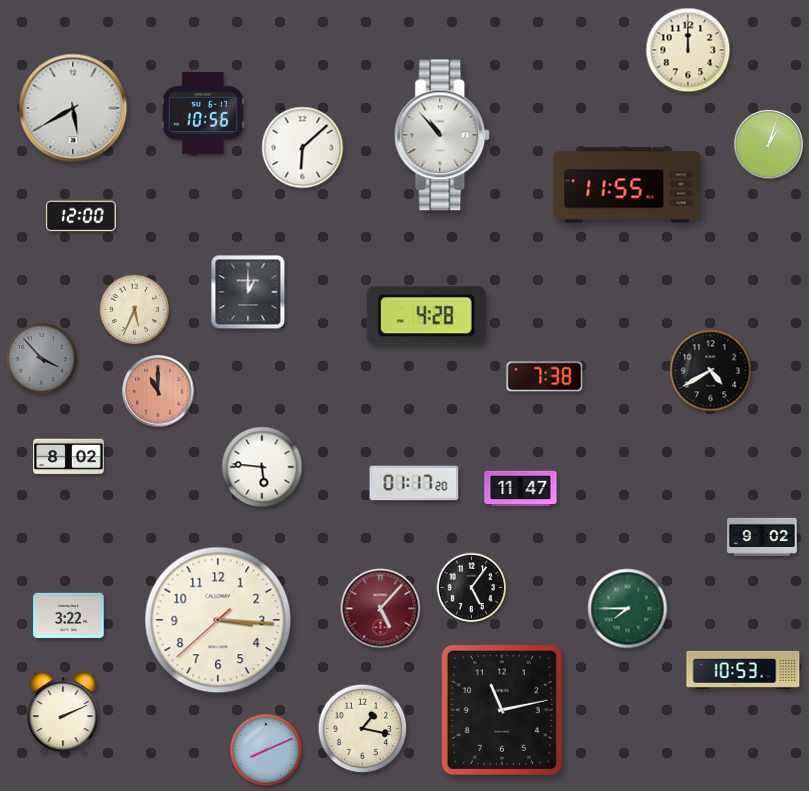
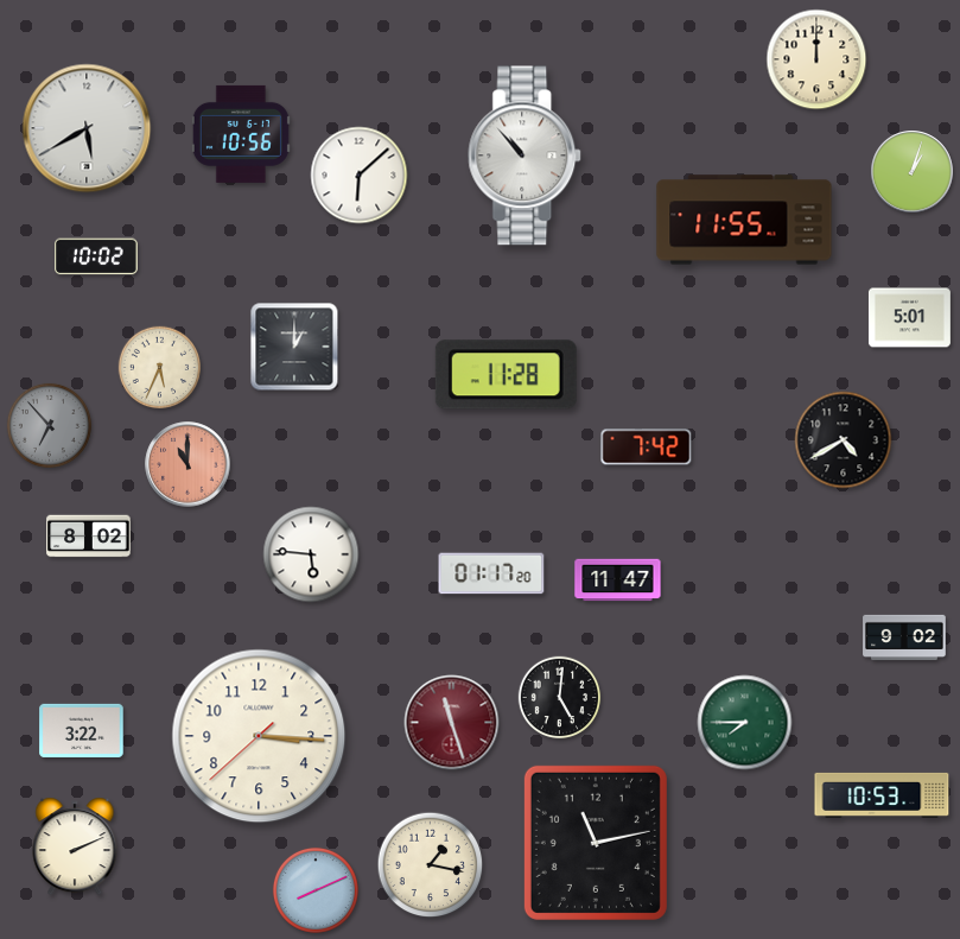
clock at (443, 135) position: (443, 135) -> (526, 156)
clock at (82, 216): 12:00 -> 10:02
clock at (909, 318): none -> 5:01
clock at (426, 316): 4:28 -> 11:28
clock at (41, 358): 3:53 -> 6:53
clock at (545, 377): 7:38 -> 7:42
clock at (69, 457) position: (69, 457) -> (89, 537)
clock at (472, 588): 5:06 -> 5:01
clock at (381, 609): 5:07 -> 11:27
